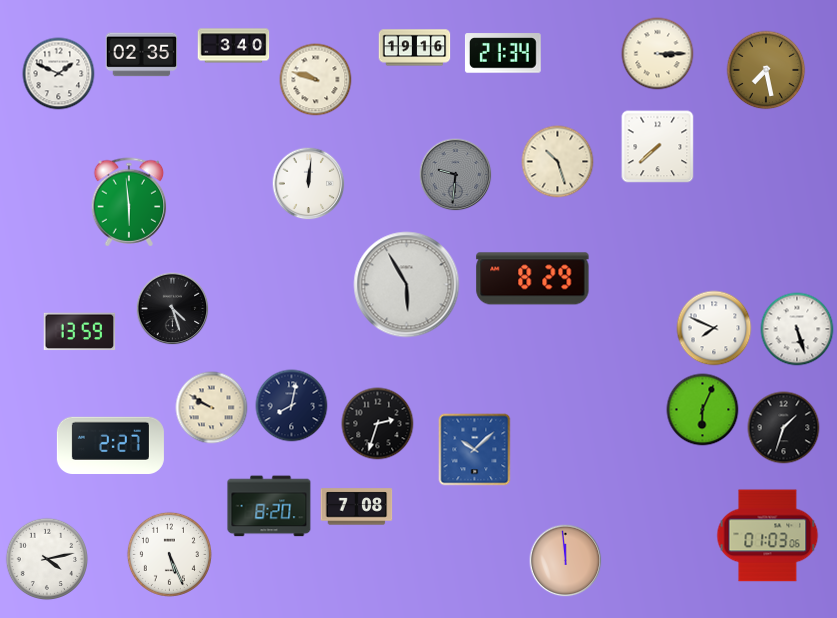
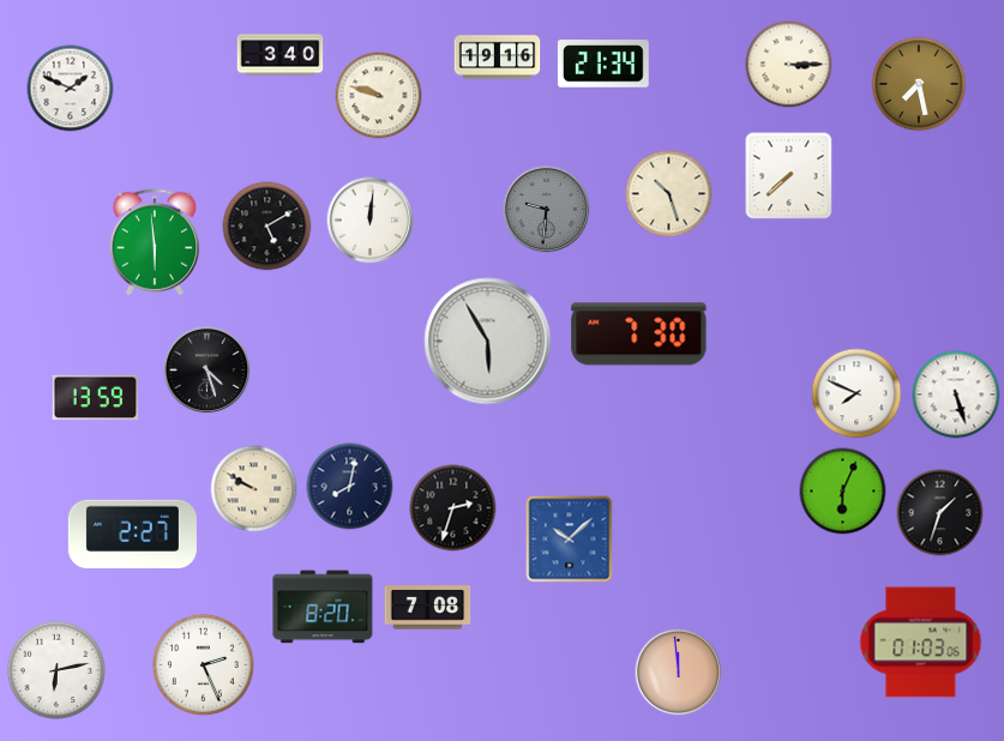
clock at (142, 55): 02:35 -> none
clock at (267, 227): none -> 5:10
clock at (533, 279): 8:29 -> 7:30
clock at (169, 554): 5:26 -> 2:26
clock at (47, 559): 4:13 -> 6:13
